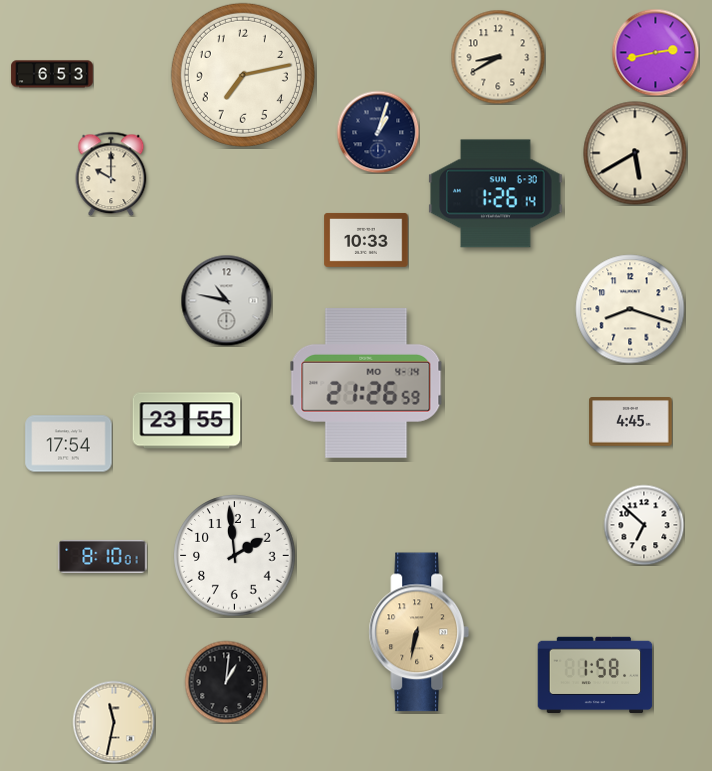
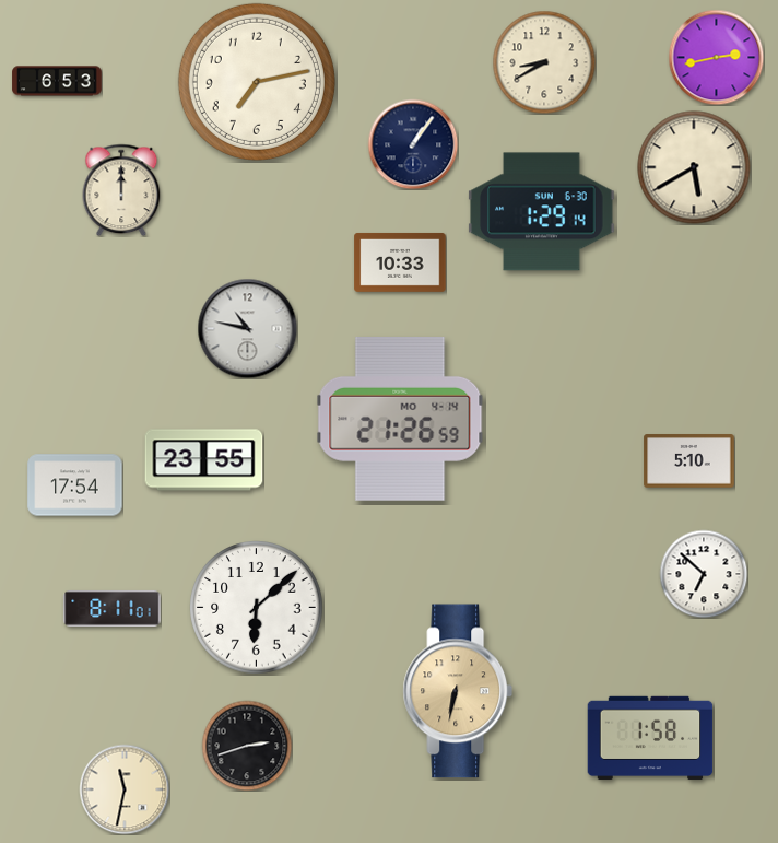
clock at (243, 75) position: (243, 75) -> (257, 82)
clock at (378, 132): 1:03 -> 1:06
clock at (111, 174): 10:00 -> 12:00
clock at (496, 194): 1:26 -> 1:29
clock at (630, 309): 8:18 -> none
clock at (631, 422): 4:45 -> 5:10
clock at (103, 556): 8:10 -> 8:11
clock at (235, 556): 1:59 -> 6:08
clock at (226, 682): 1:01 -> 2:42
